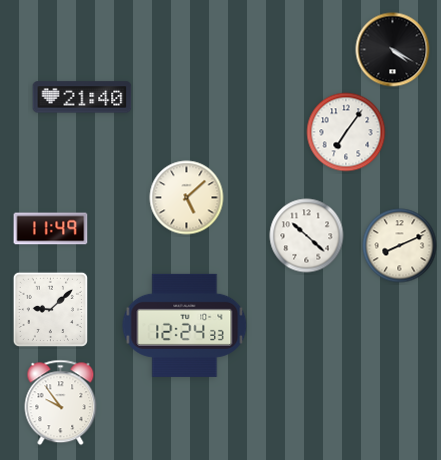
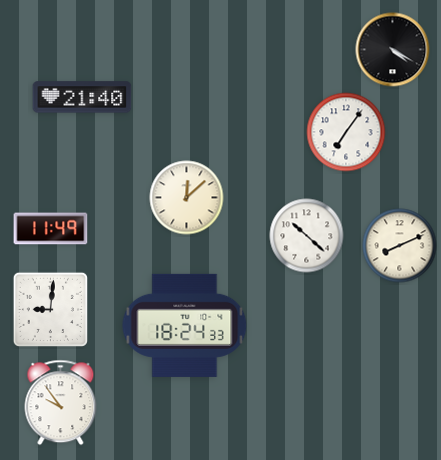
clock at (187, 198): 5:08 -> 12:08
clock at (50, 309): 9:08 -> 9:01
clock at (185, 325): 12:24 -> 18:24
